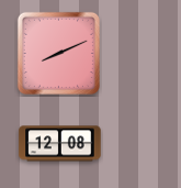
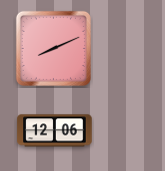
clock at (60, 144): 12:08 -> 12:06
